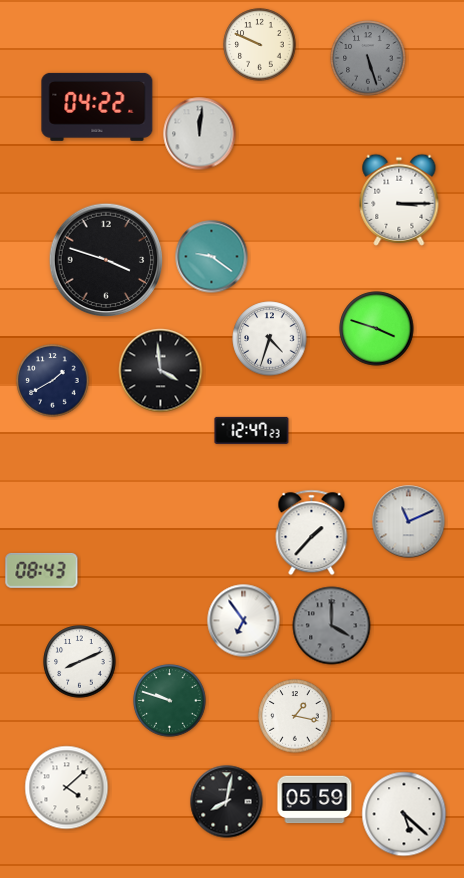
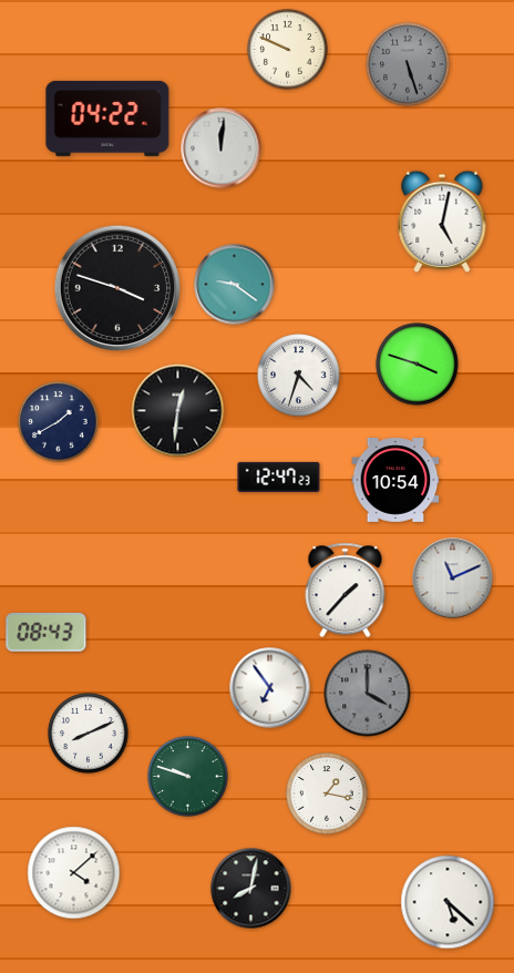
clock at (399, 200): 3:15 -> 5:02
clock at (161, 371): 3:59 -> 12:31
clock at (395, 481): none -> 10:54
clock at (315, 800): 05:59 -> none
